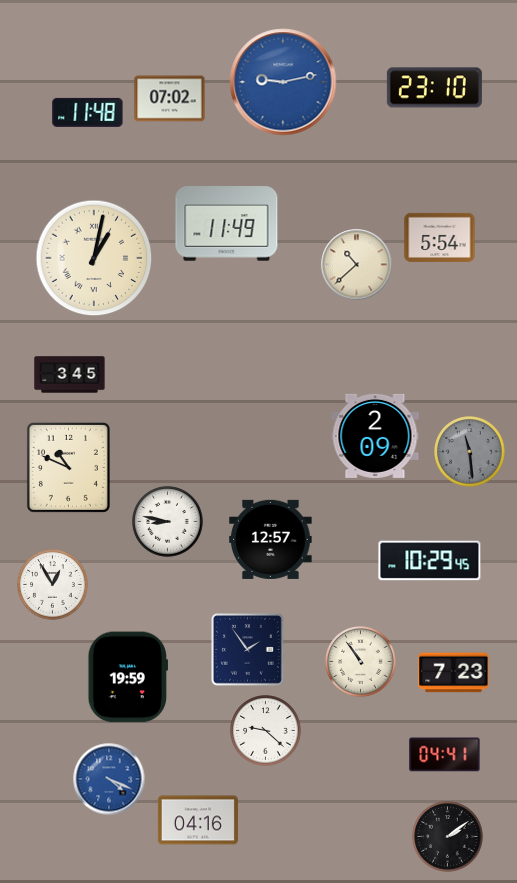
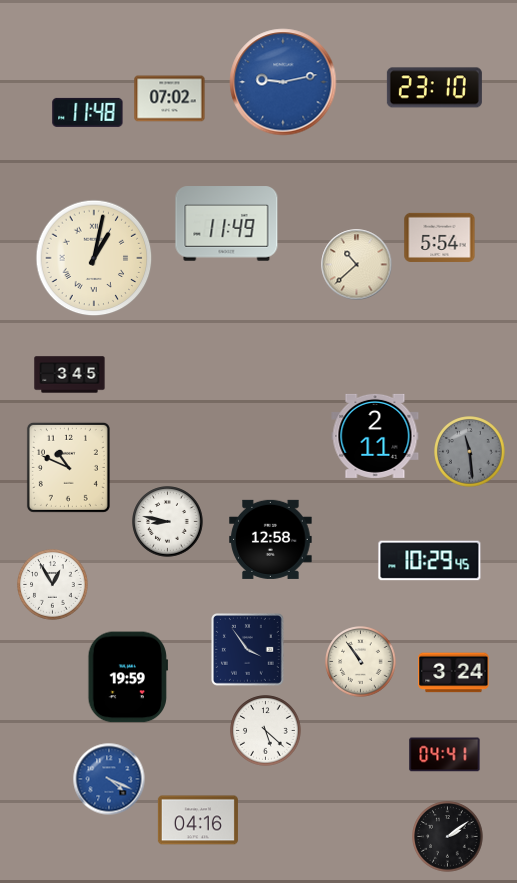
clock at (375, 436): 2:09 -> 2:11
clock at (271, 539): 12:57 -> 12:58
clock at (248, 650): 1:54 -> 3:54
clock at (454, 673): 7:23 -> 3:24
clock at (266, 731): 9:22 -> 5:22
